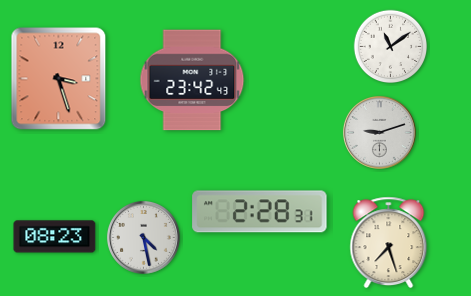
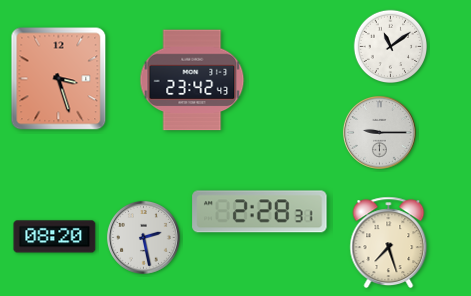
clock at (380, 132): 9:12 -> 9:15
clock at (55, 237): 08:23 -> 08:20
clock at (144, 237): 4:28 -> 2:28
